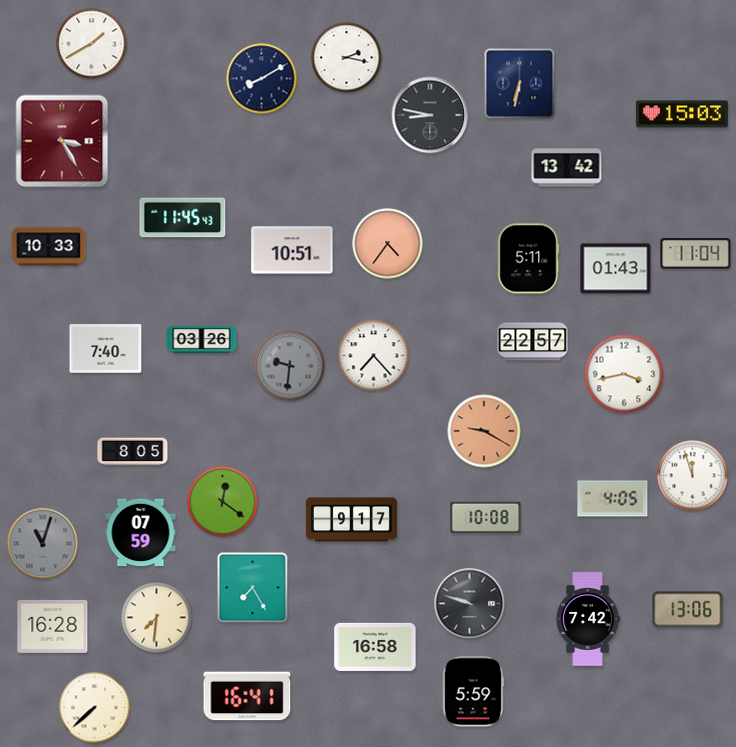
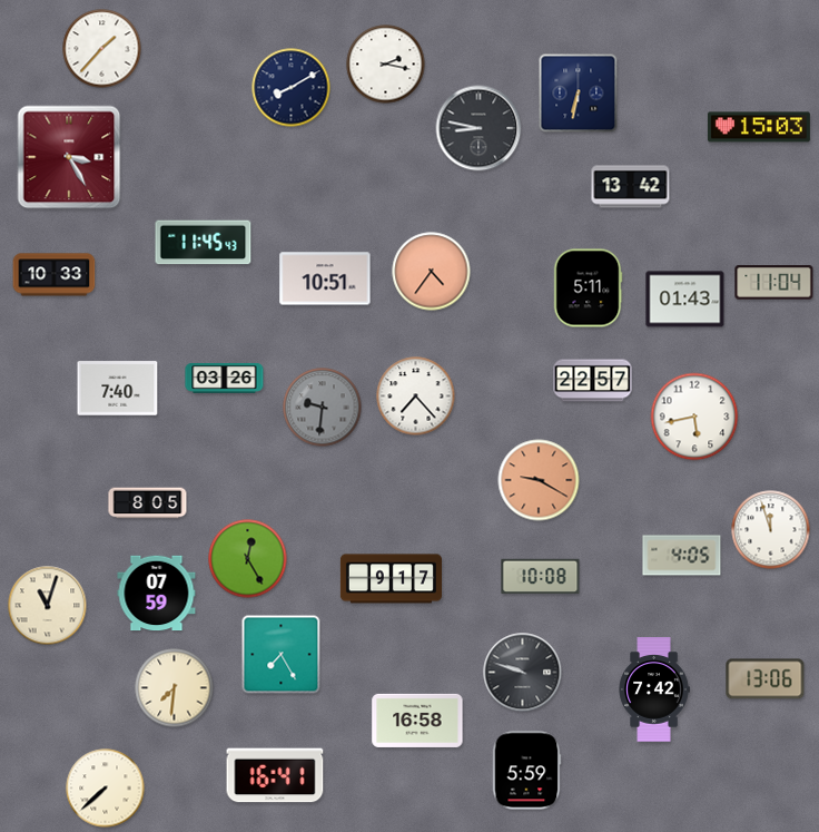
clock at (92, 44): 1:40 -> 1:37
clock at (624, 374): 3:43 -> 5:43
clock at (223, 502): 12:21 -> 12:25
clock at (43, 544) dial: grey -> cream
clock at (53, 626): 16:28 -> none
